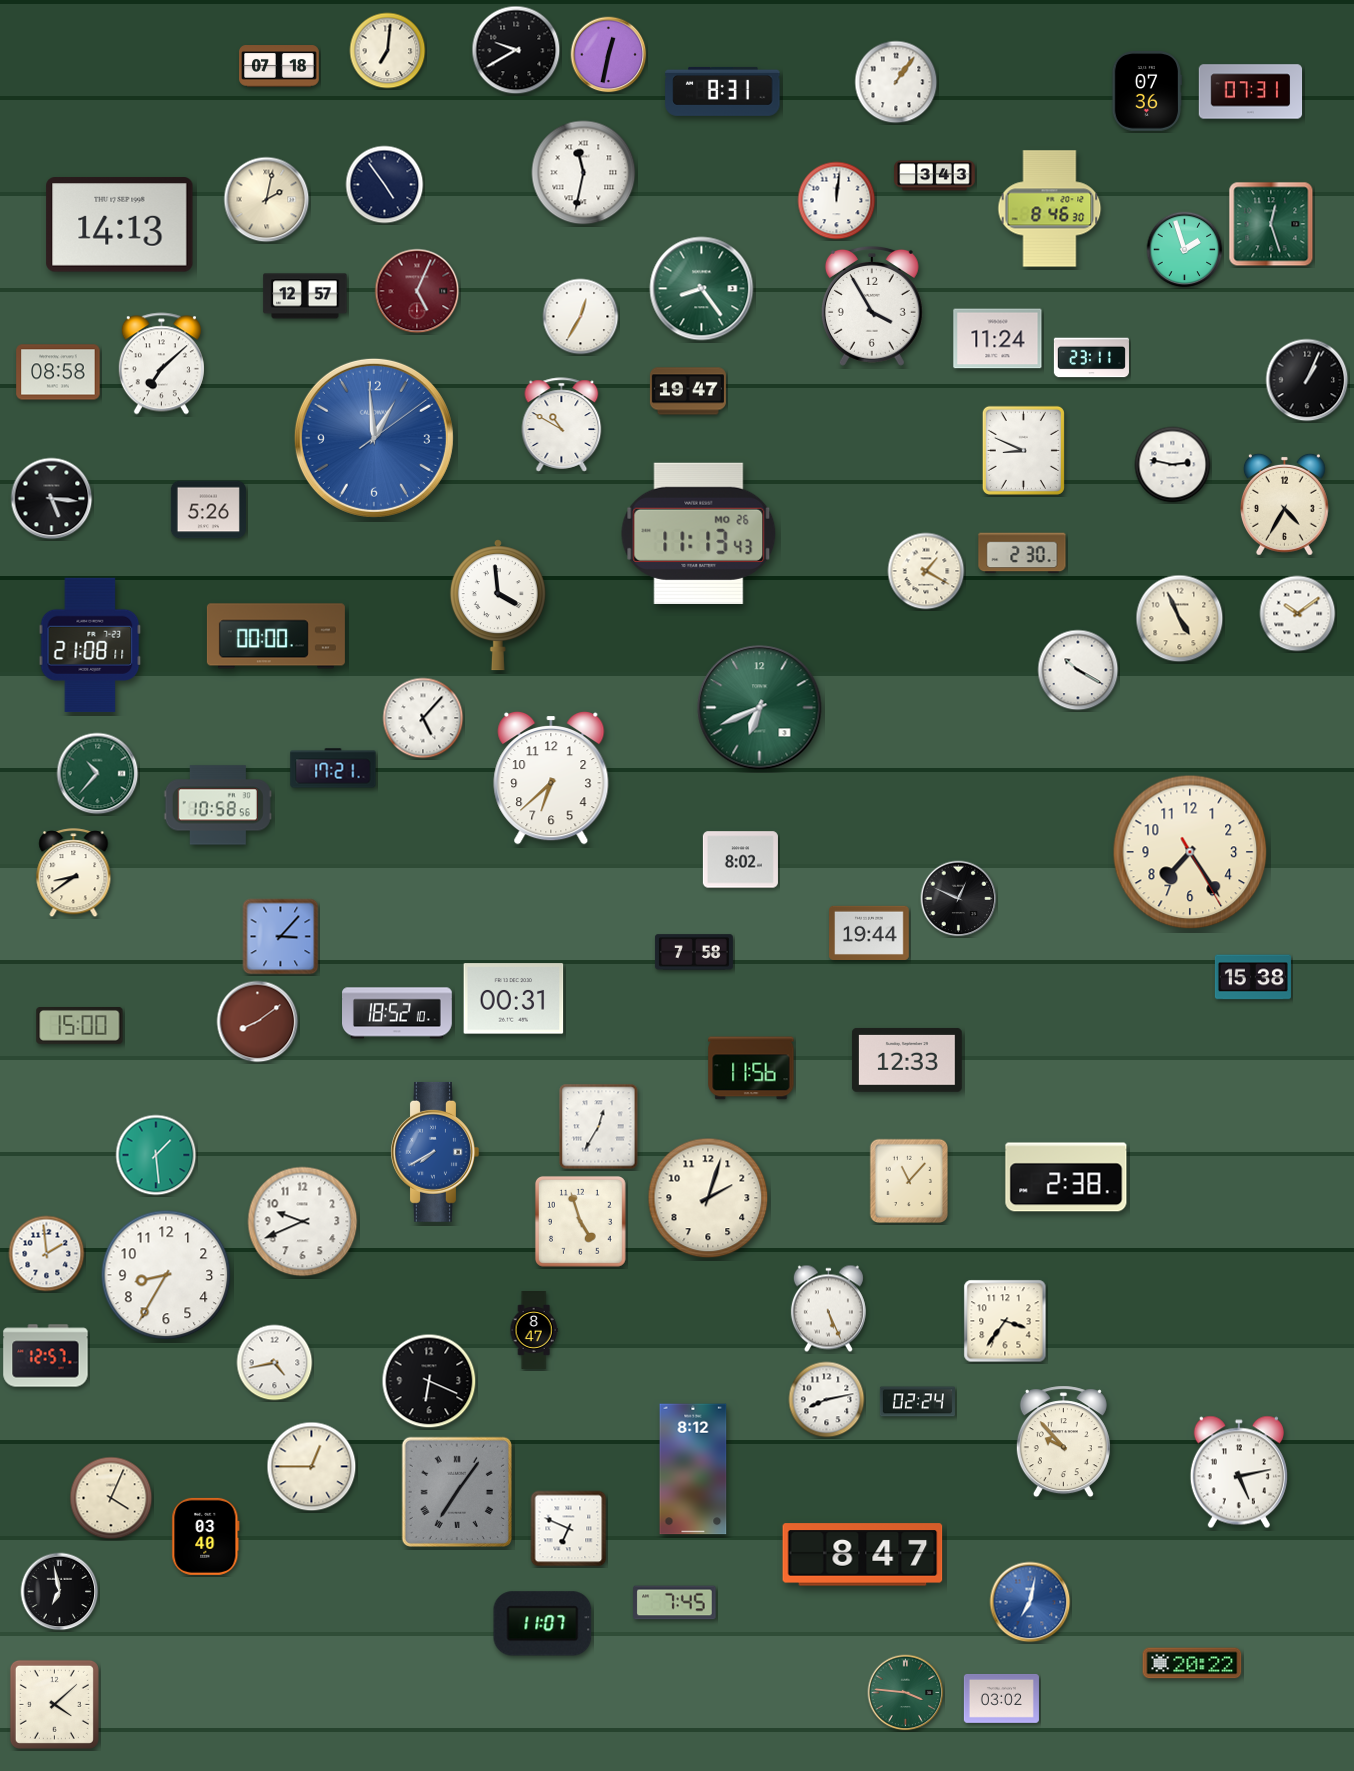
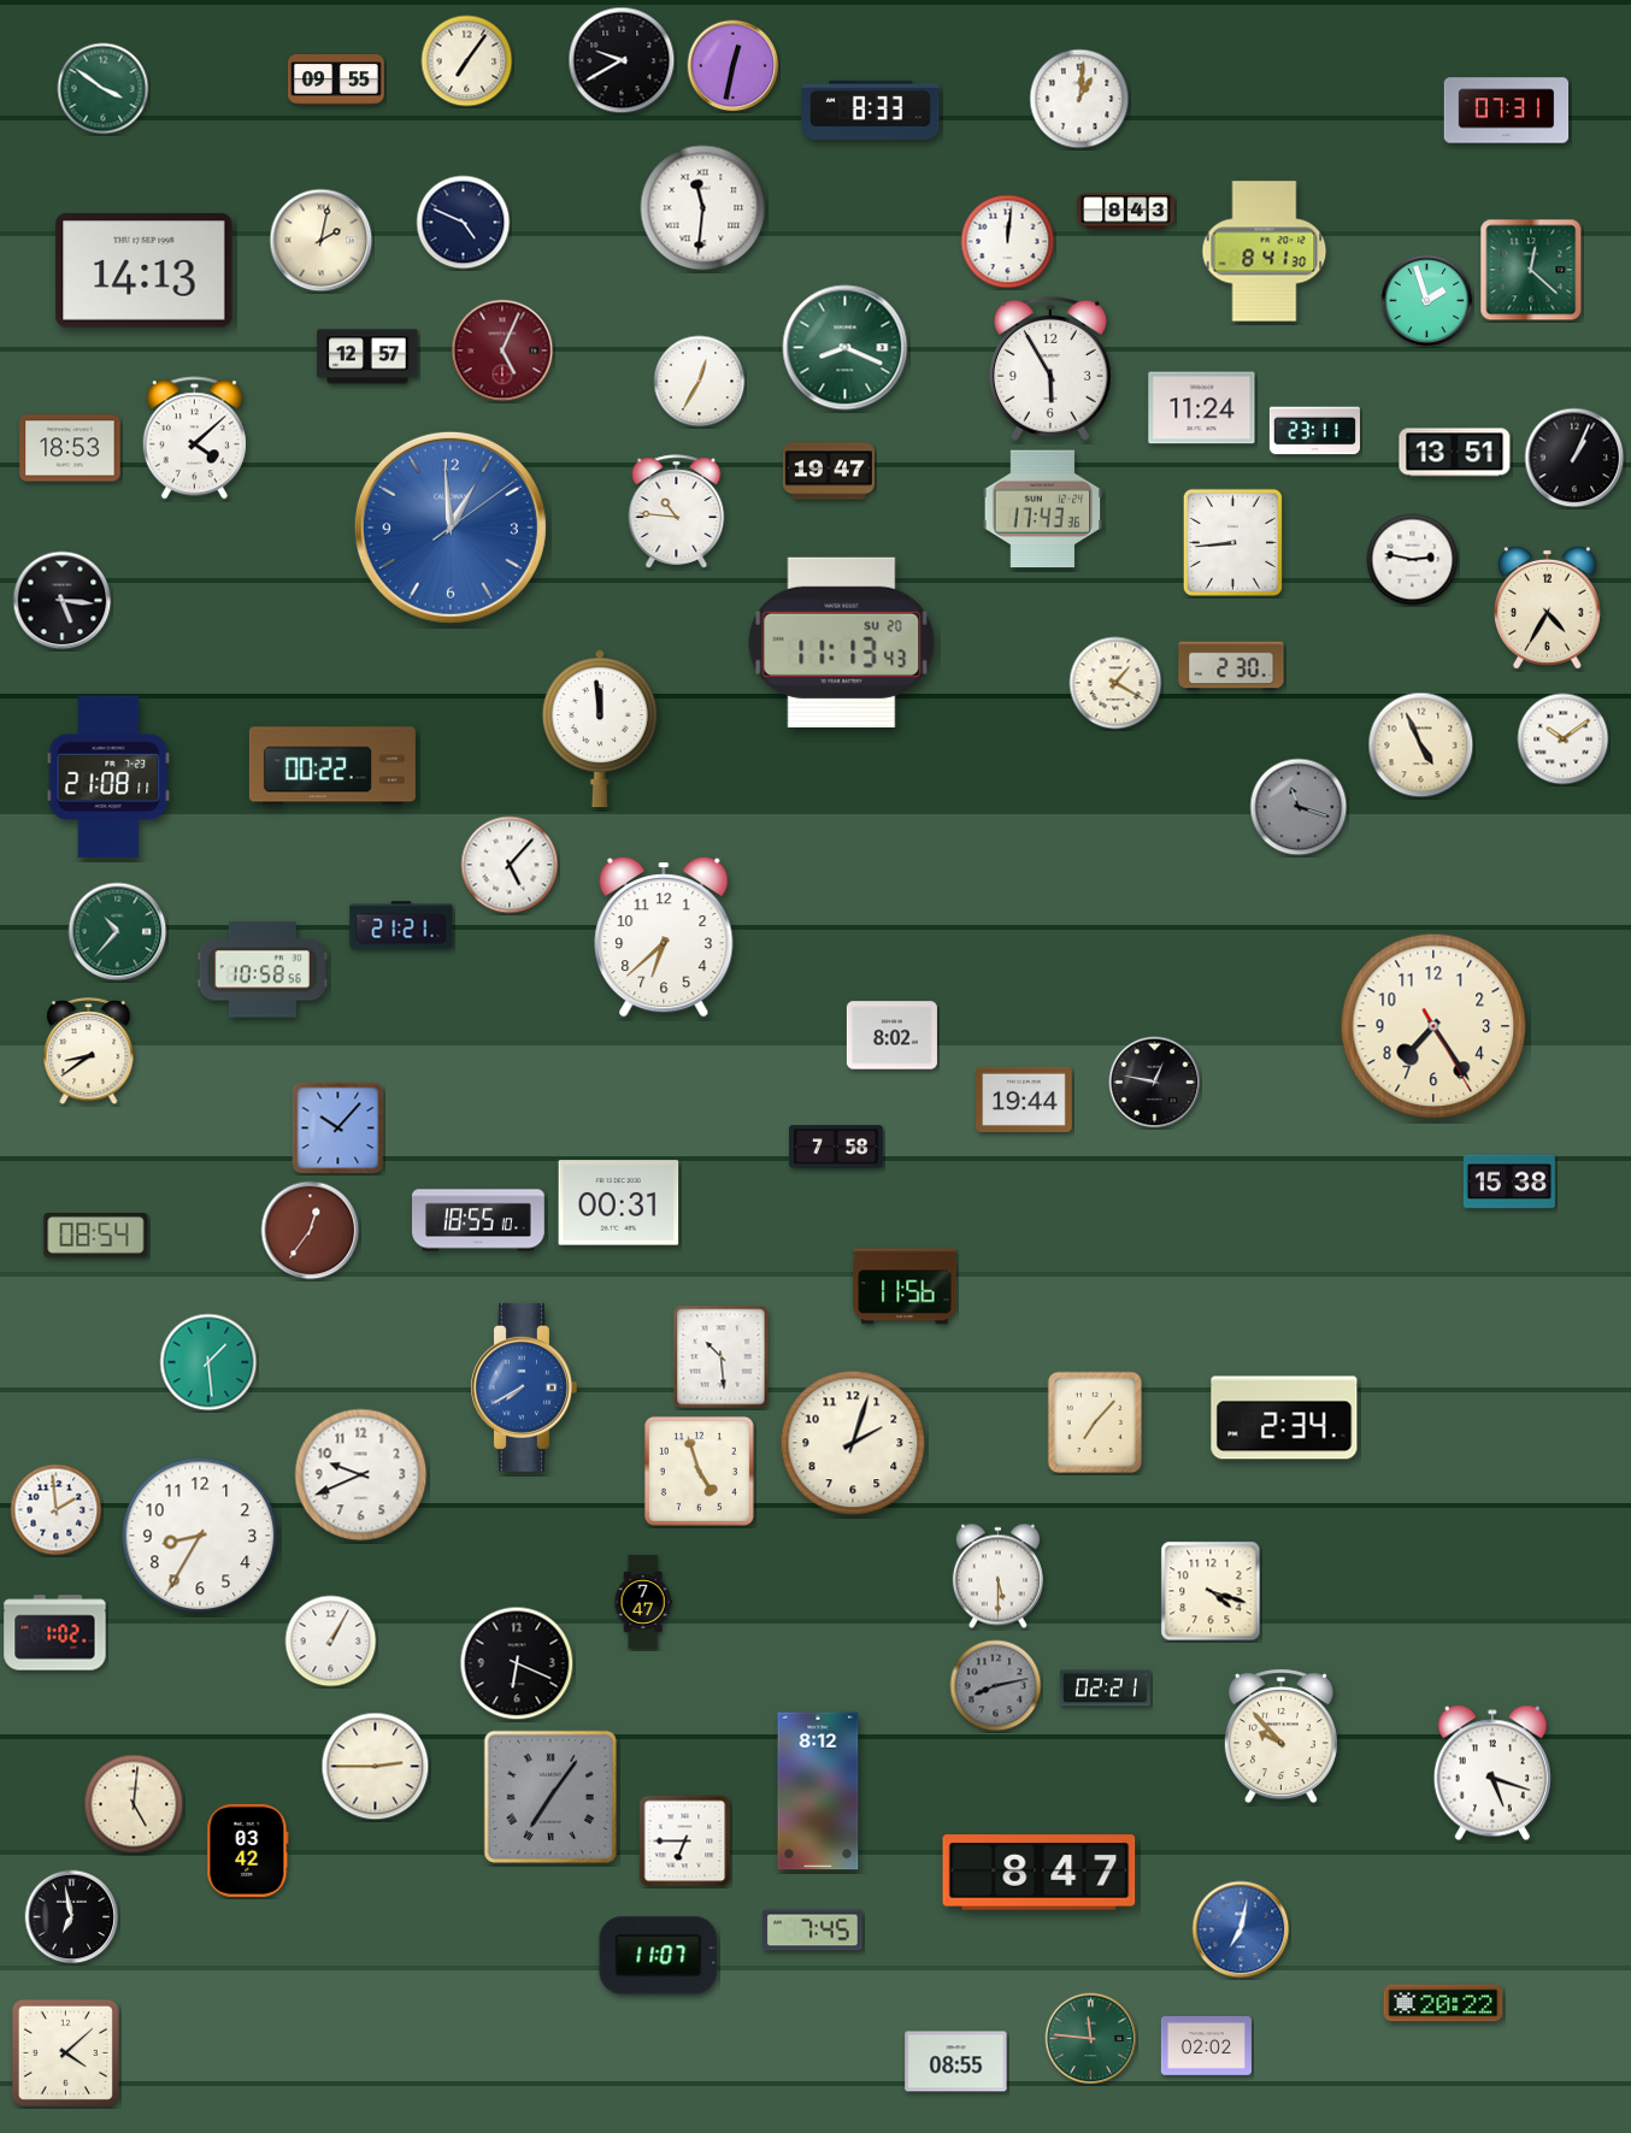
clock at (388, 51): 7:01 -> 7:06
clock at (279, 66): 07:18 -> 09:55
clock at (104, 89): none -> 3:51
clock at (896, 82): 1:06 -> 1:01
clock at (723, 91): 8:31 -> 8:33
clock at (1147, 92): 07:36 -> none
clock at (584, 173): 11:32 -> 11:31
clock at (935, 176): 3:43 -> 8:43
clock at (385, 185): 4:54 -> 4:49
clock at (1050, 209): 8:46 -> 8:41
clock at (1271, 224): 12:27 -> 12:22
clock at (702, 289): 8:24 -> 8:19
clock at (872, 306): 3:55 -> 5:55
clock at (161, 364): 7:08 -> 4:08
clock at (58, 372): 08:58 -> 18:53
clock at (1455, 453): none -> 13:51
clock at (1043, 509): none -> 17:43
clock at (562, 425): 10:50 -> 10:46
clock at (1023, 450): 8:49 -> 8:44
clock at (208, 510): 5:26 -> none
clock at (699, 533) date: MO 26 -> SU 20
clock at (926, 571) position: (926, 571) -> (1115, 683)
clock at (498, 605): 3:59 -> 11:59
clock at (276, 636): 00:00 -> 00:22
clock at (1078, 670): 10:20 -> 11:18
clock at (1078, 670) dial: white -> grey
clock at (760, 708): 6:41 -> none
clock at (333, 768): 17:21 -> 21:21
clock at (959, 899): 12:49 -> 12:47
clock at (869, 932) position: (869, 932) -> (1024, 1098)
clock at (281, 937): 3:07 -> 10:07
clock at (1253, 977) position: (1253, 977) -> (1509, 1182)
clock at (398, 1013): 18:52 -> 18:55
clock at (258, 1022): 8:09 -> 12:36
clock at (80, 1026): 15:00 -> 08:54
clock at (907, 1060): 12:33 -> none
clock at (599, 1127): 12:35 -> 10:29
clock at (156, 1155) position: (156, 1155) -> (208, 1362)
clock at (1066, 1177): 2:38 -> 2:34
clock at (909, 1181): 11:07 -> 7:07
clock at (303, 1222) position: (303, 1222) -> (361, 1475)
clock at (828, 1309): 5:26 -> 5:30
clock at (1005, 1321): 3:36 -> 4:18
clock at (534, 1331): 8:47 -> 7:47
clock at (46, 1356): 12:57 -> 1:02
clock at (275, 1363): 4:43 -> 1:05
clock at (827, 1400) dial: white -> grey
clock at (917, 1402): 02:24 -> 02:21
clock at (312, 1467): 12:45 -> 2:45
clock at (693, 1469) position: (693, 1469) -> (818, 1791)
clock at (1239, 1472): 5:13 -> 5:18
clock at (111, 1498): 4:04 -> 5:01
clock at (569, 1529): 6:49 -> 6:45
clock at (206, 1536): 03:40 -> 03:42
clock at (543, 1624) position: (543, 1624) -> (659, 1956)
clock at (1192, 1663) position: (1192, 1663) -> (1443, 2003)
clock at (906, 1693): 3:46 -> 11:46
clock at (1001, 1698): 03:02 -> 02:02
clock at (956, 2062): none -> 08:55
